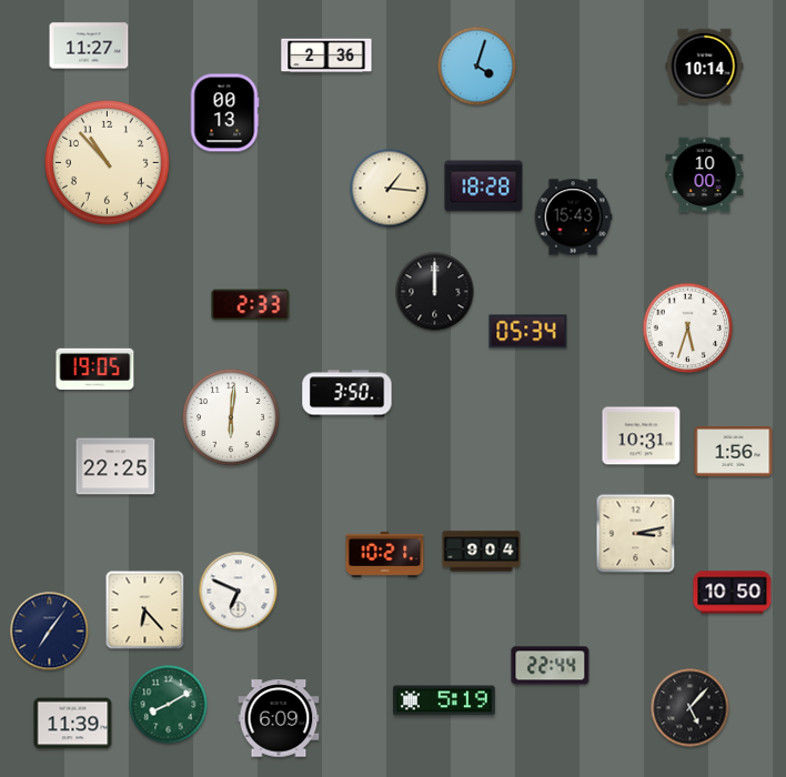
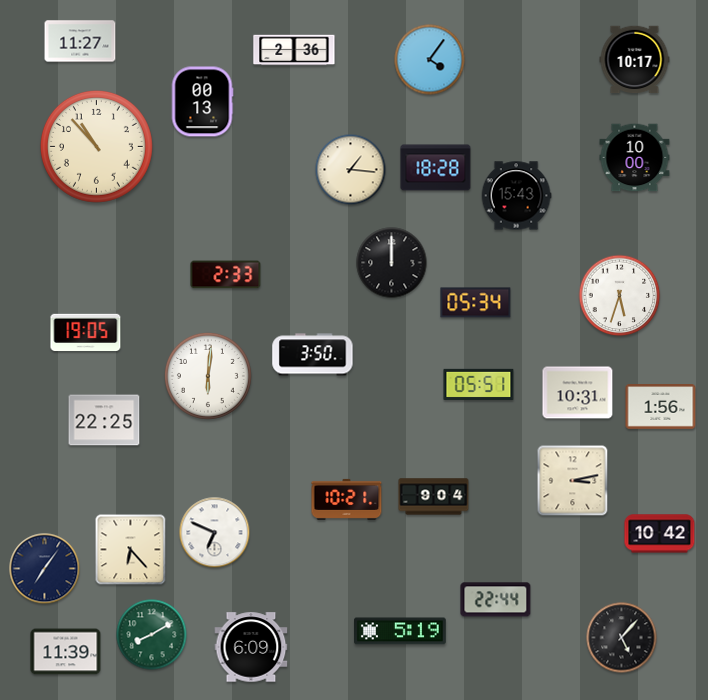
clock at (477, 67): 4:03 -> 4:06
clock at (705, 67): 10:14 -> 10:17
clock at (528, 332) position: (528, 332) -> (476, 303)
clock at (479, 384): none -> 05:51
clock at (733, 593): 10:50 -> 10:42
